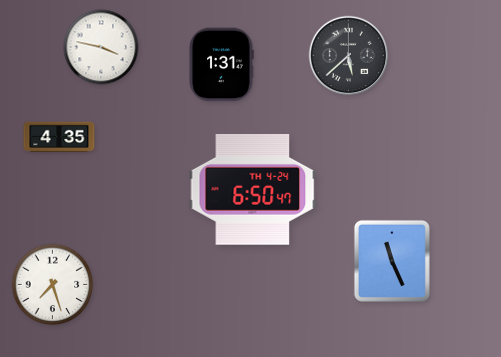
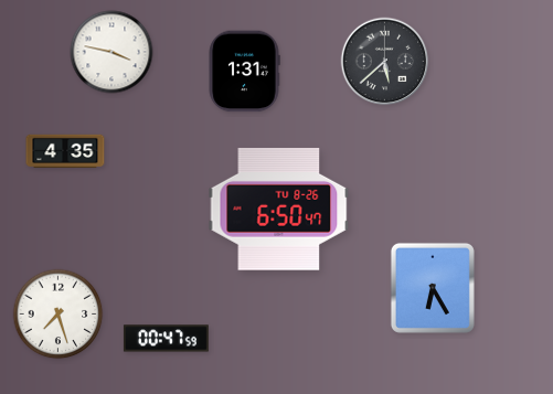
clock at (253, 190) date: TH 4-24 -> TU 8-26
clock at (392, 261): 11:26 -> 6:25
clock at (166, 339): none -> 00:47
